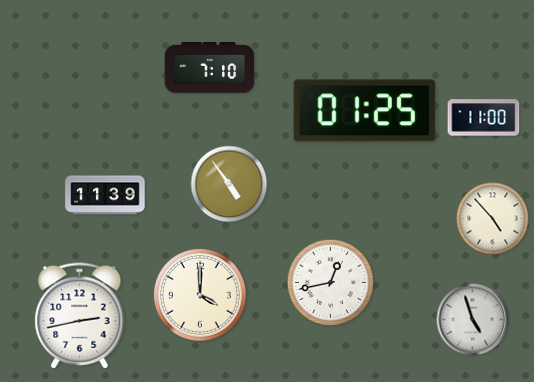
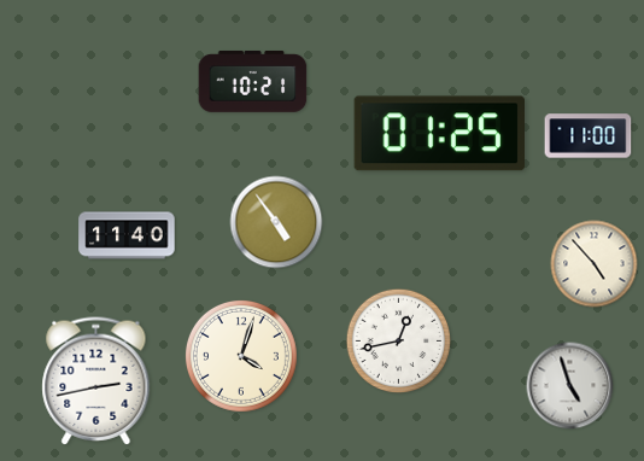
clock at (210, 68): 7:10 -> 10:21
clock at (484, 118) position: (484, 118) -> (589, 136)
clock at (105, 195): 11:39 -> 11:40
clock at (200, 295): 4:00 -> 4:03
